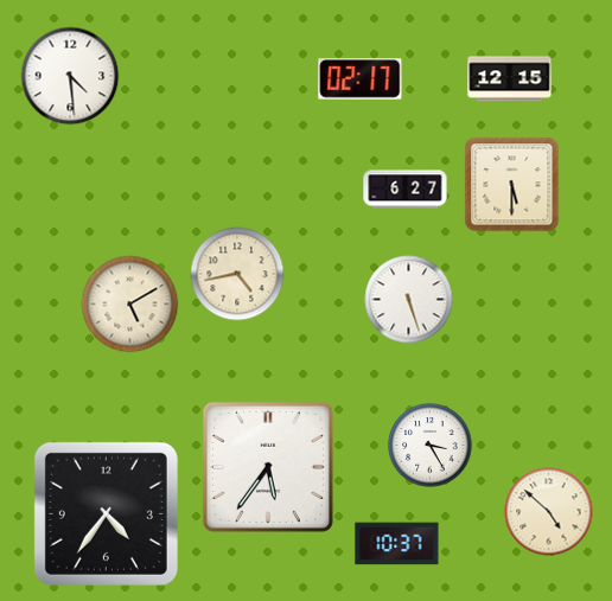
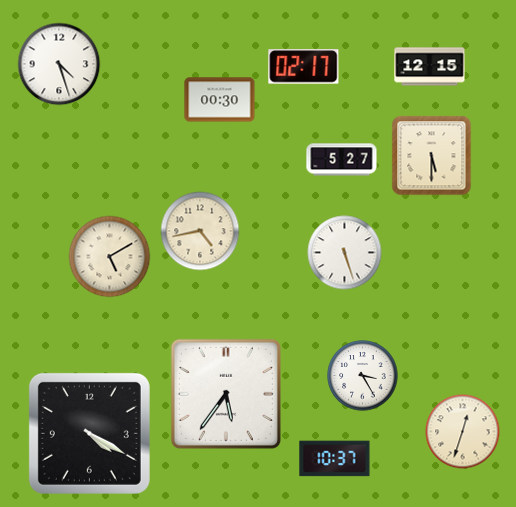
clock at (70, 76): 4:29 -> 4:27
clock at (220, 100): none -> 00:30
clock at (406, 190): 6:27 -> 5:27
clock at (549, 512): 4:52 -> 12:33
clock at (106, 513): 4:36 -> 4:20
